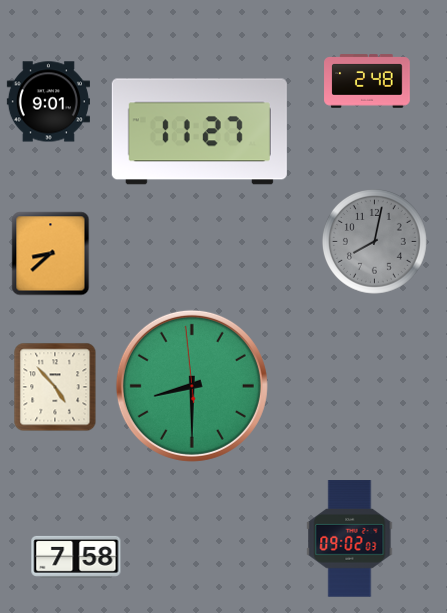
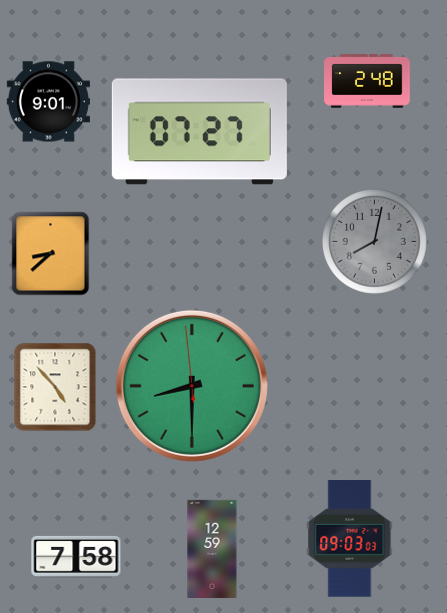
clock at (199, 132): 11:27 -> 07:27
clock at (350, 539): 09:02 -> 09:03
clock at (212, 548): none -> 12:59
